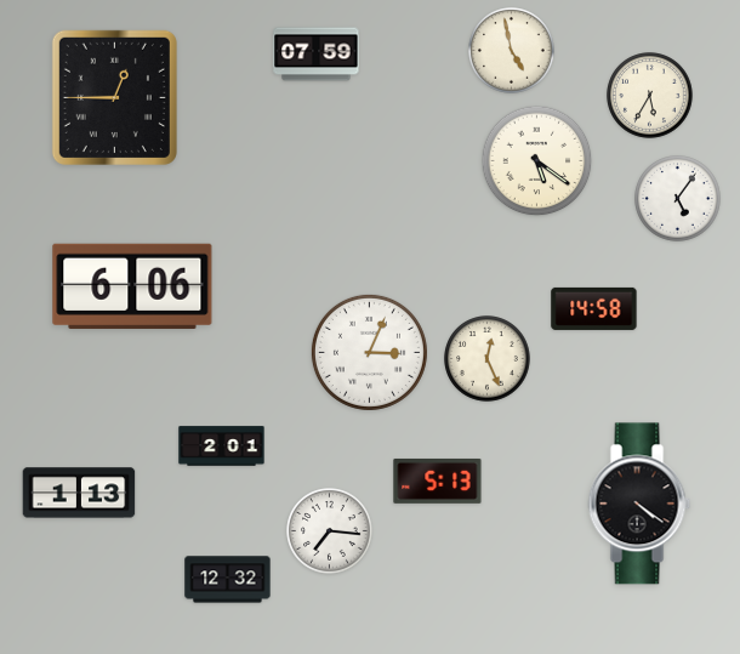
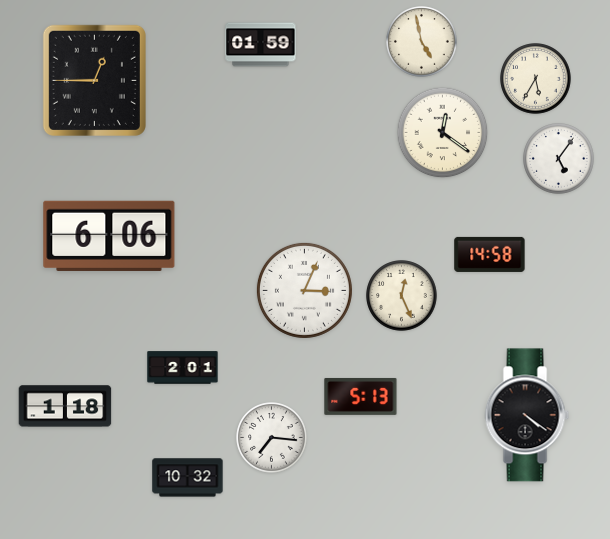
clock at (317, 55): 07:59 -> 01:59
clock at (537, 161): 5:21 -> 12:21
clock at (678, 199) position: (678, 199) -> (559, 159)
clock at (79, 493): 1:13 -> 1:18
clock at (228, 580): 12:32 -> 10:32
